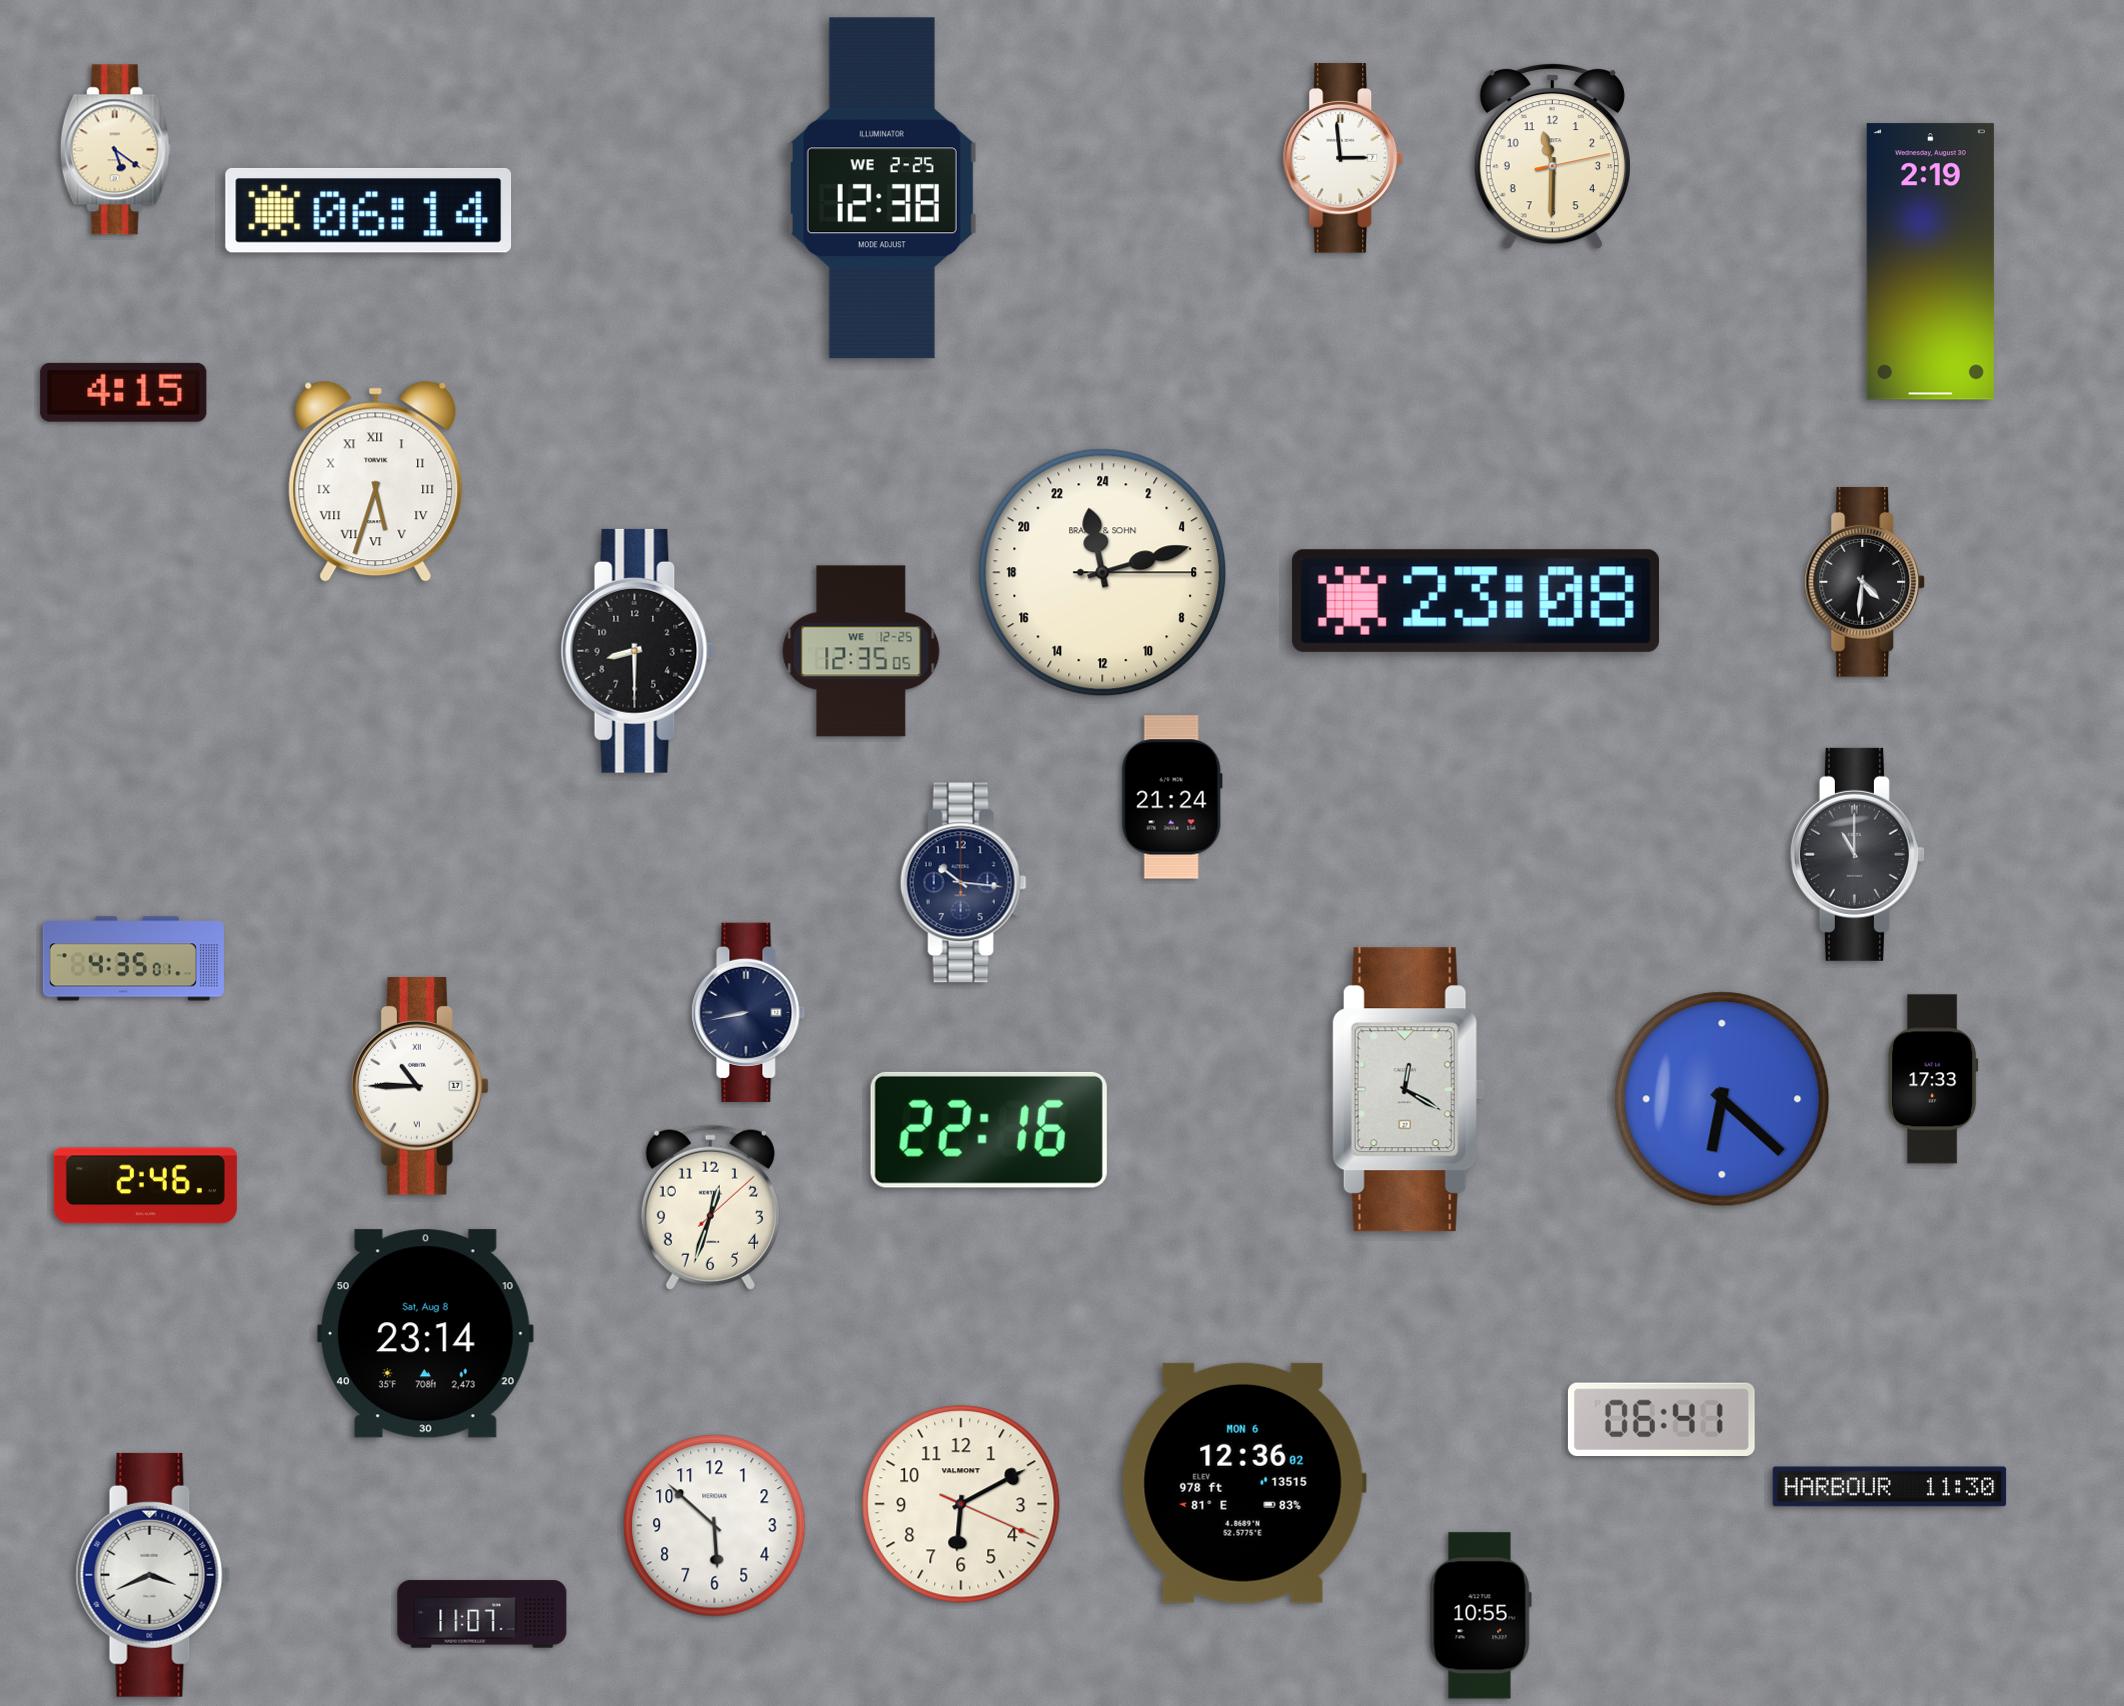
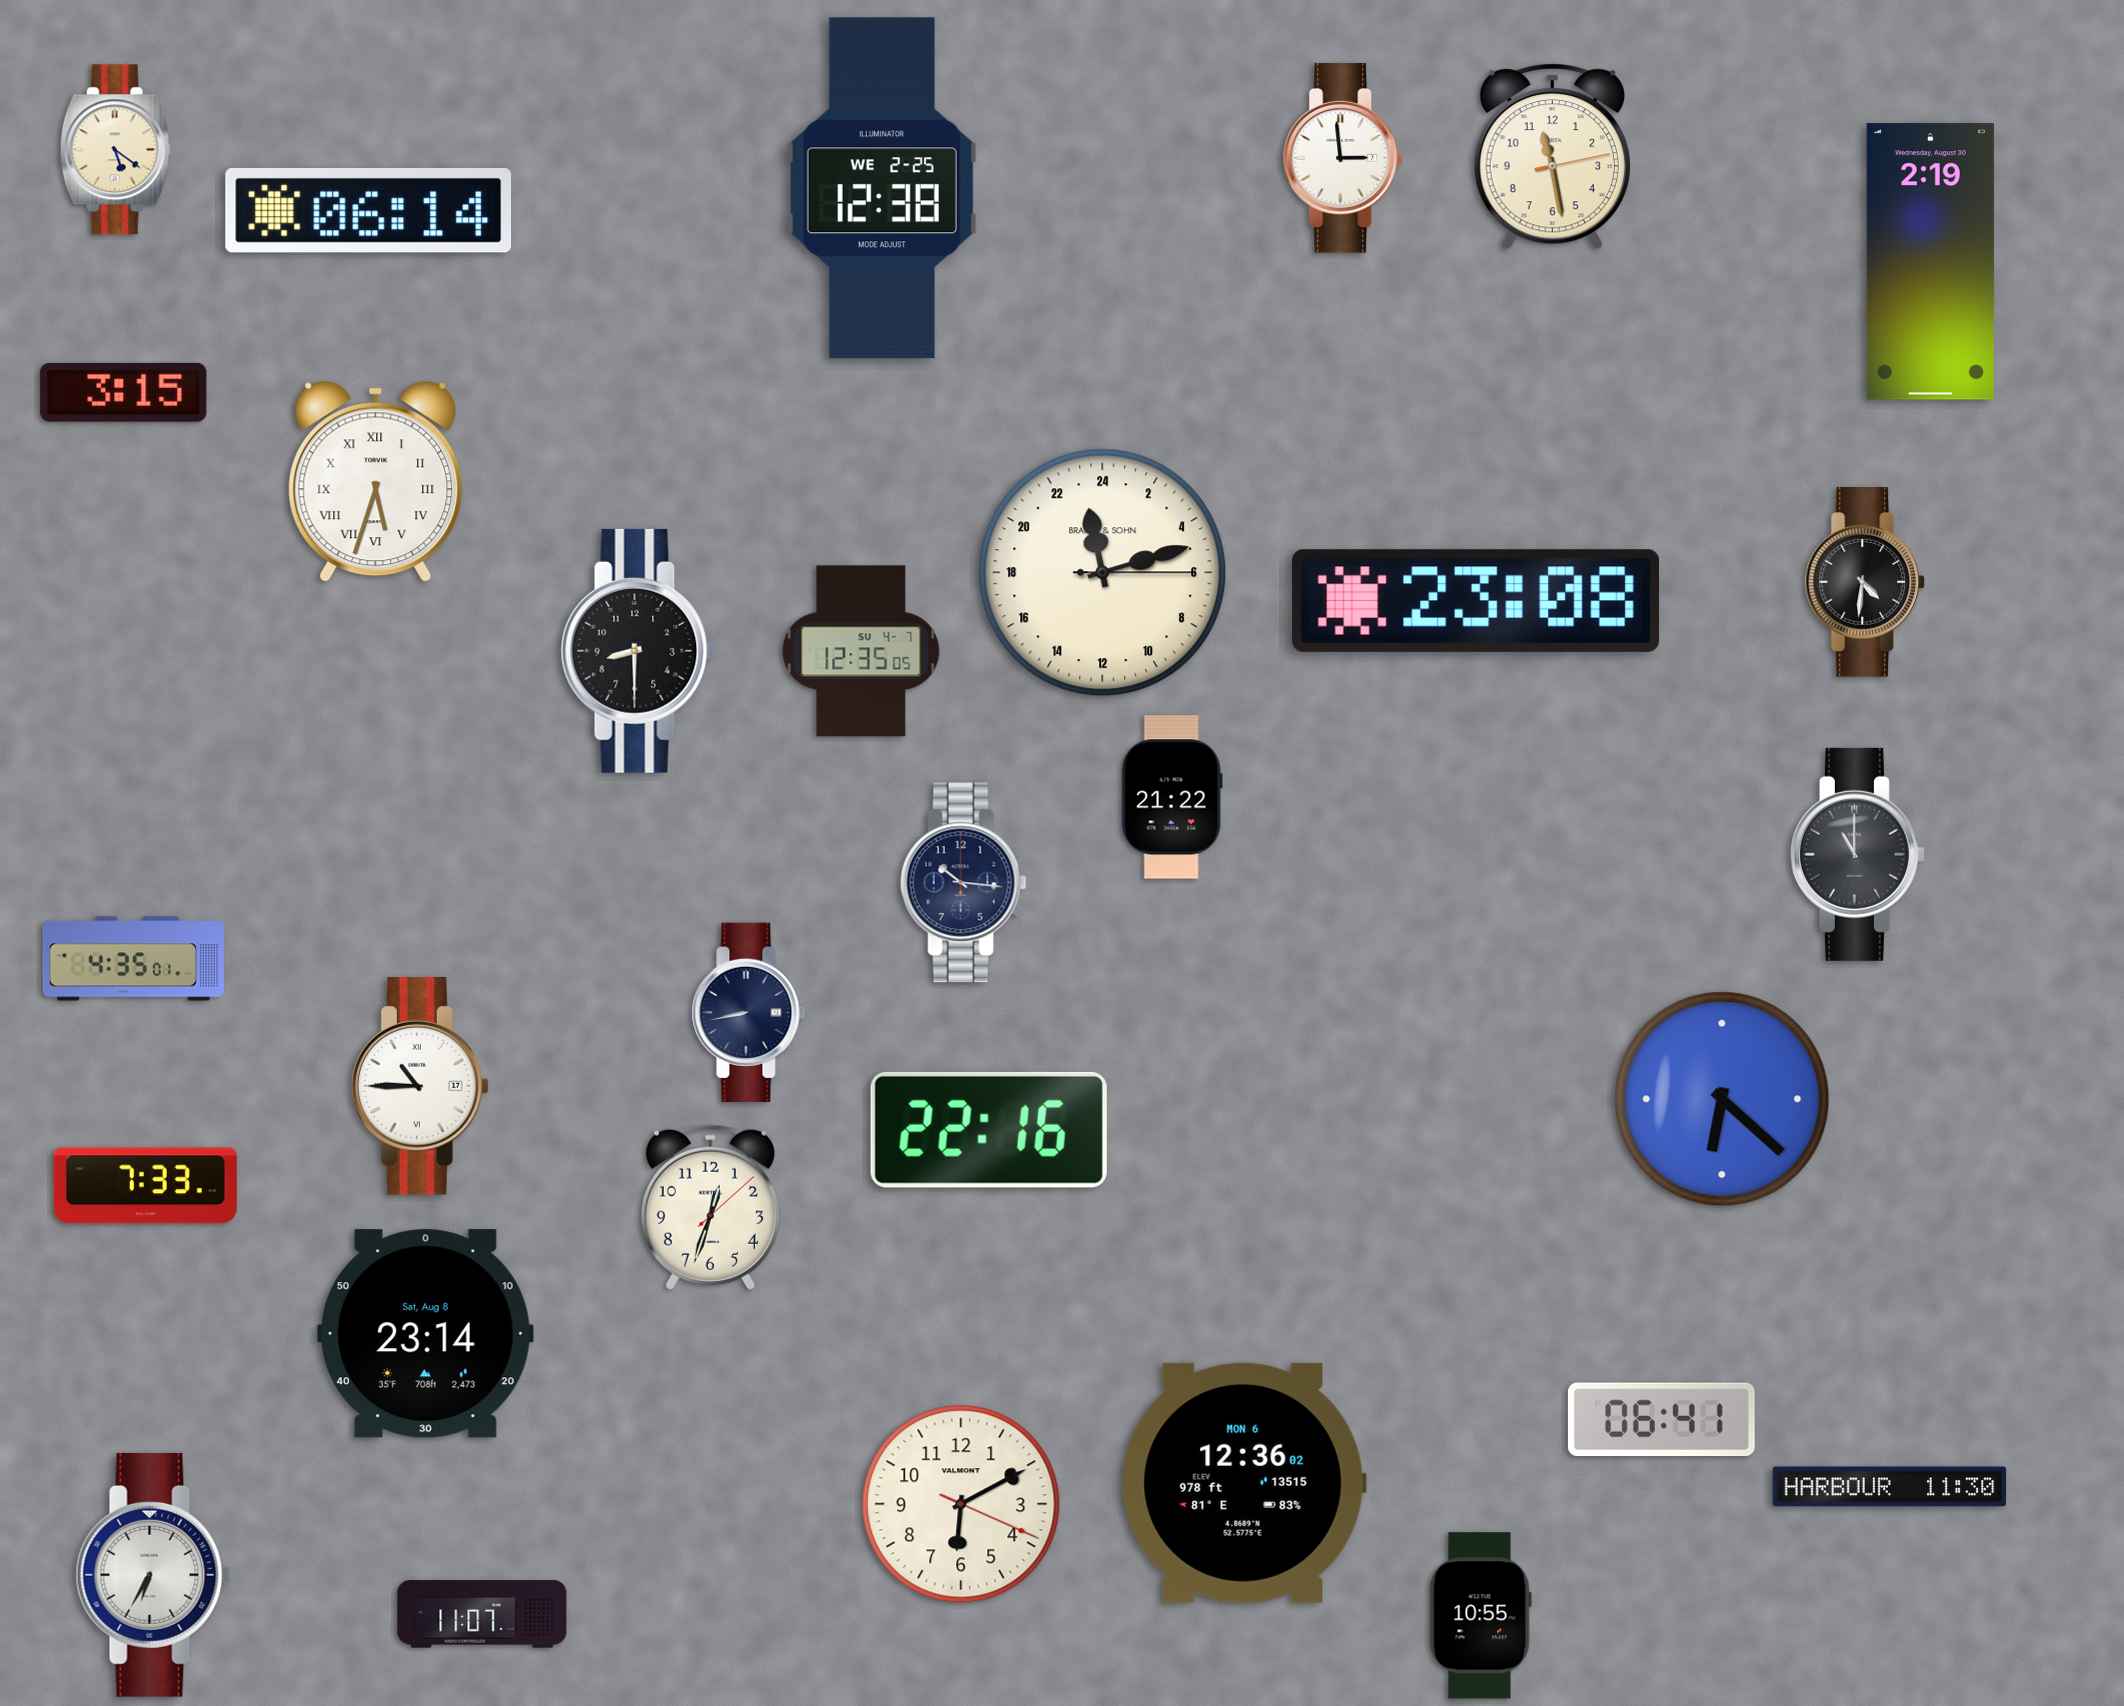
clock at (1552, 157): 11:30 -> 11:28
clock at (124, 392): 4:15 -> 3:15
clock at (861, 651) date: WE 12-25 -> SU 4-7
clock at (1172, 797): 21:24 -> 21:22
clock at (1933, 1079): 17:33 -> none
clock at (1408, 1090): 12:20 -> none
clock at (145, 1186): 2:46 -> 7:33
clock at (715, 1526): 5:52 -> none
clock at (153, 1575): 3:41 -> 6:35
